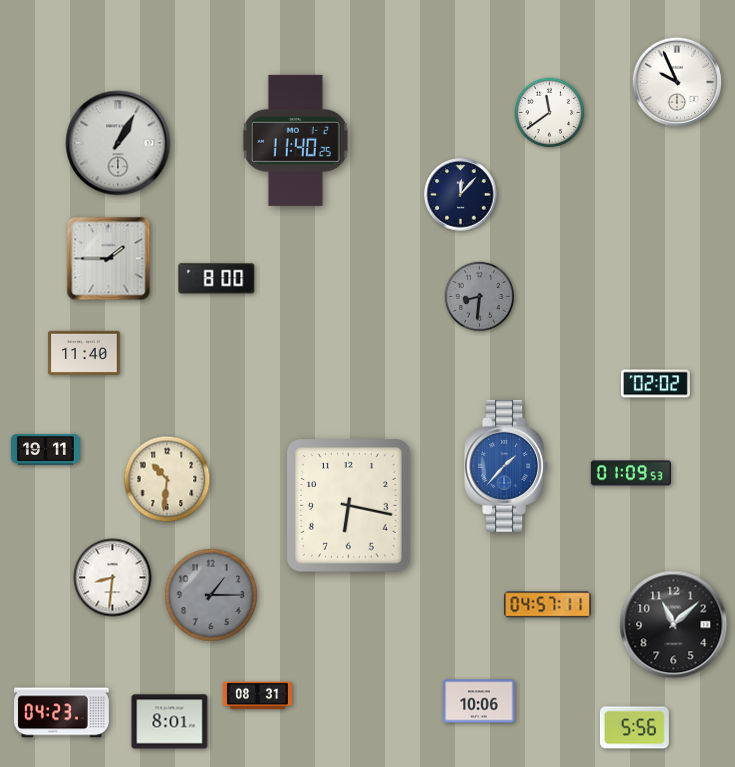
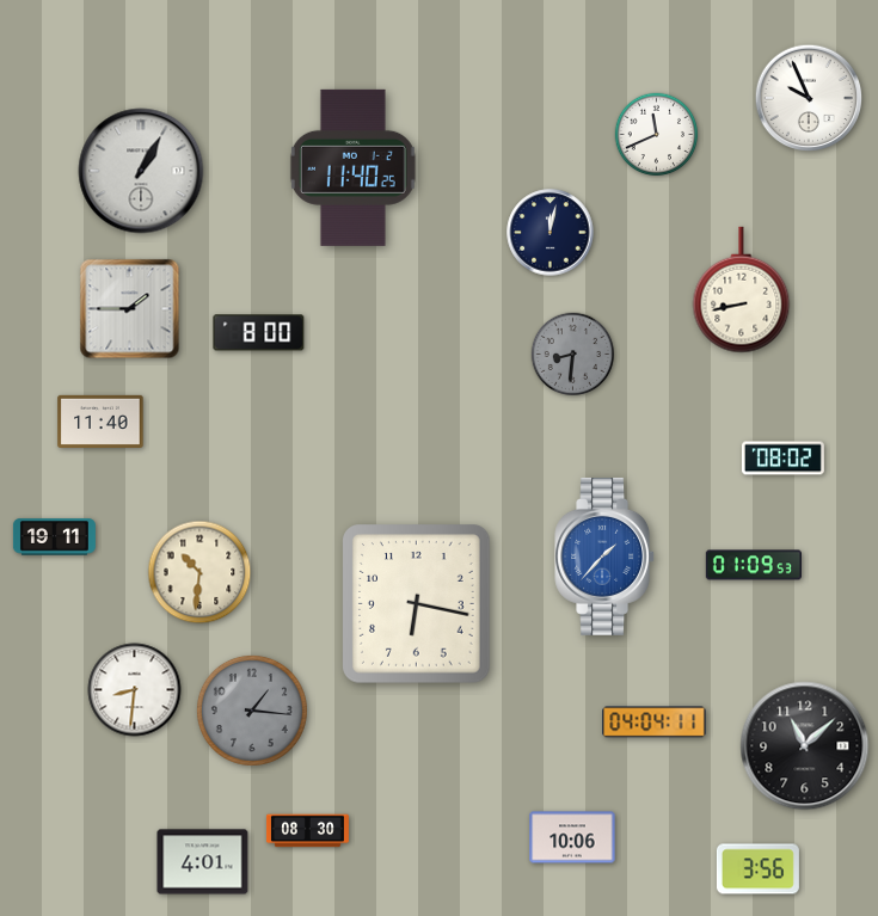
clock at (550, 113): 11:39 -> 11:41
clock at (461, 195): 12:07 -> 12:02
clock at (742, 290): none -> 8:43
clock at (655, 384): 02:02 -> 08:02
clock at (211, 595): 1:15 -> 1:16
clock at (548, 605): 04:57 -> 04:04
clock at (257, 696): 08:31 -> 08:30
clock at (62, 713): 04:23 -> none
clock at (170, 722): 8:01 -> 4:01
clock at (634, 728): 5:56 -> 3:56
